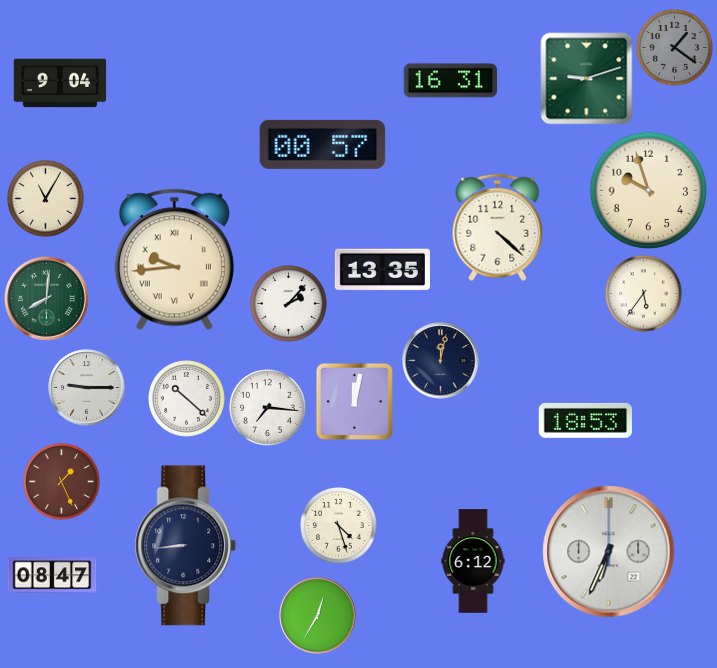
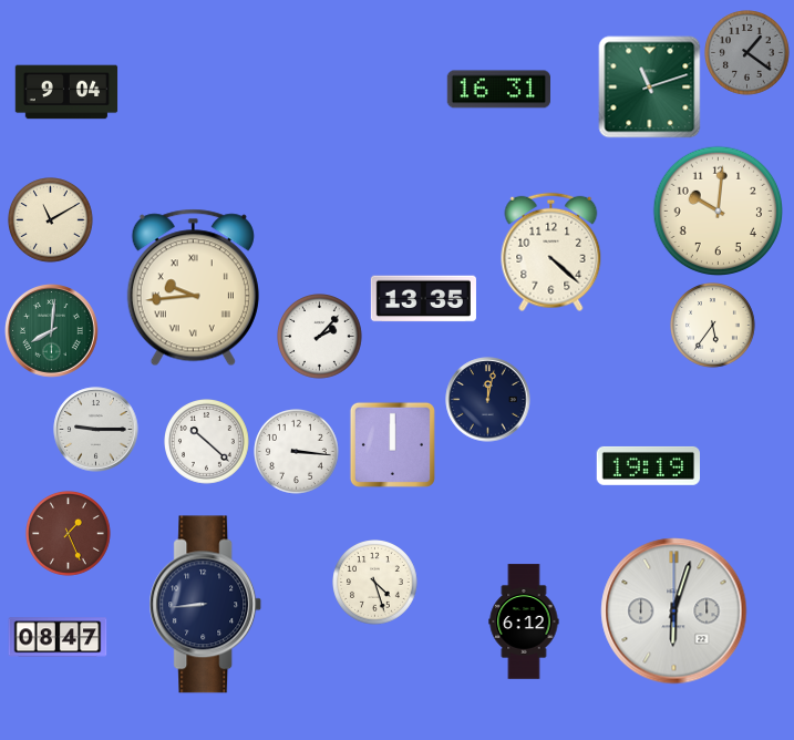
clock at (587, 79): 9:12 -> 11:12
clock at (323, 144): 00:57 -> none
clock at (648, 190): 9:57 -> 10:01
clock at (46, 199): 11:05 -> 11:10
clock at (354, 401): 12:02 -> 12:00
clock at (268, 408): 7:16 -> 3:16
clock at (585, 420): 18:53 -> 19:19
clock at (609, 552): 6:34 -> 6:03
clock at (318, 616): 12:35 -> none
